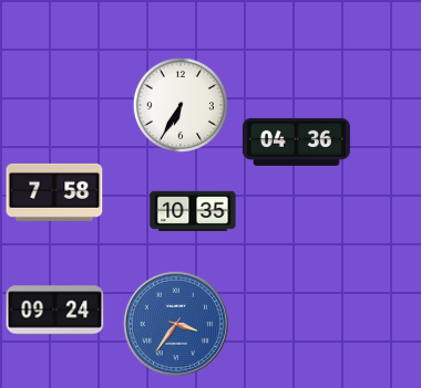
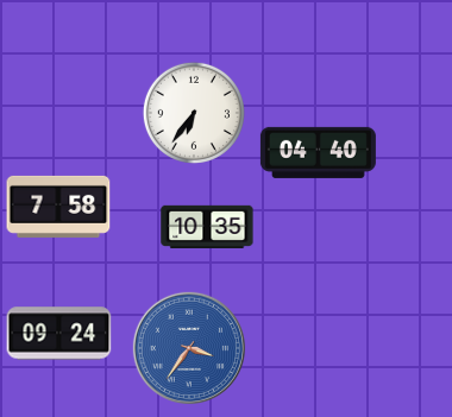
clock at (181, 105): 6:35 -> 6:36
clock at (296, 141): 04:36 -> 04:40
